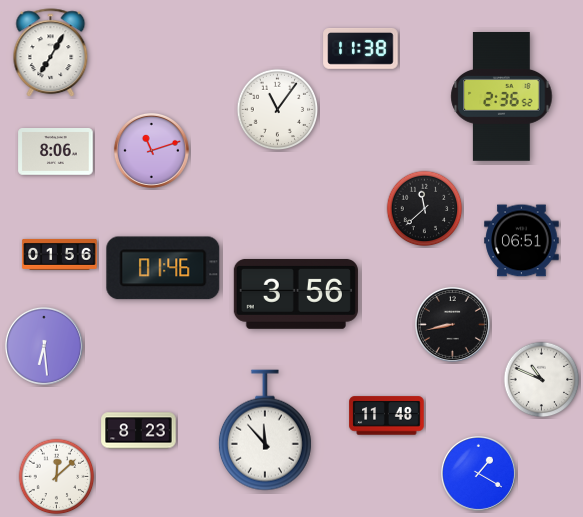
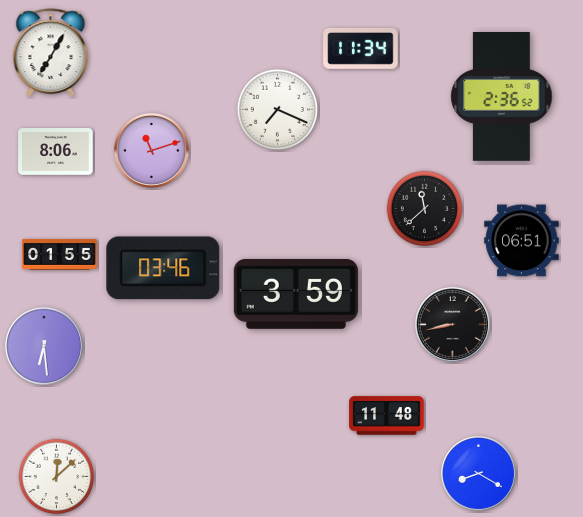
clock at (361, 49): 11:38 -> 11:34
clock at (278, 110): 11:06 -> 7:19
clock at (60, 254): 01:56 -> 01:55
clock at (163, 268): 01:46 -> 03:46
clock at (296, 294): 3:56 -> 3:59
clock at (542, 380): 10:49 -> none
clock at (265, 430): 11:53 -> none
clock at (139, 431): 8:23 -> none
clock at (478, 473): 1:20 -> 8:20
